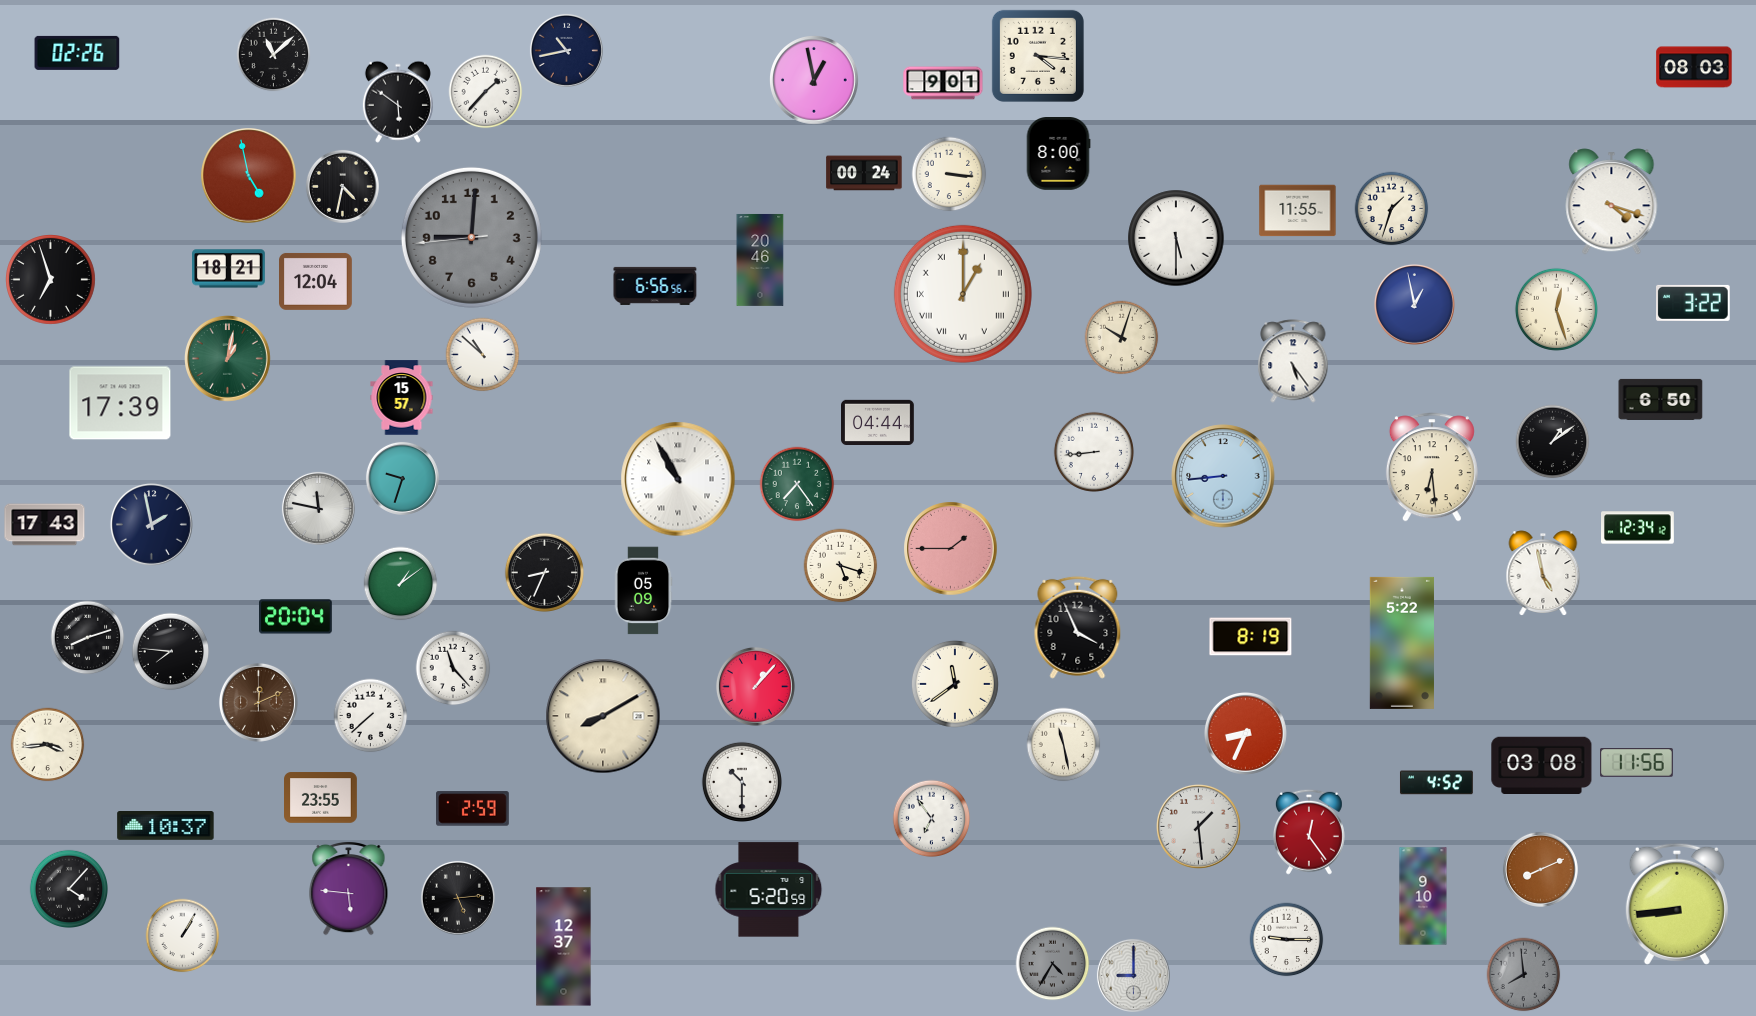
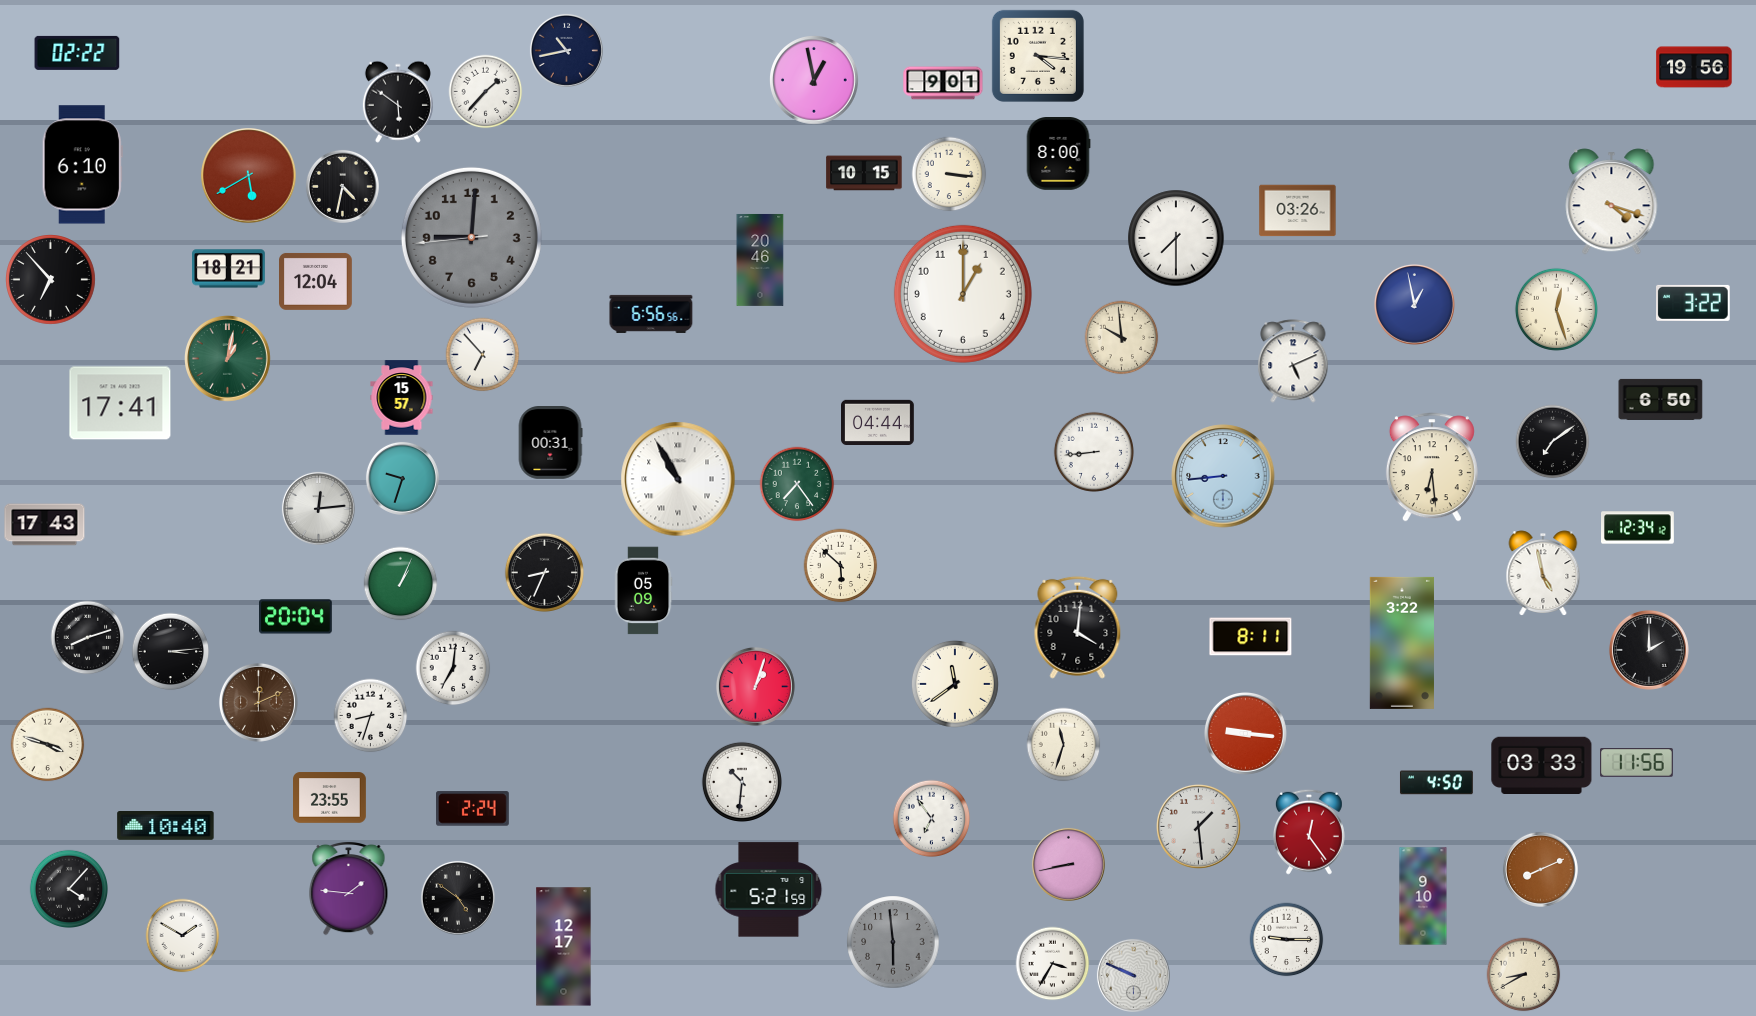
clock at (77, 53): 02:26 -> 02:22
clock at (274, 55): 11:08 -> none
clock at (1694, 67): 08:03 -> 19:56
clock at (82, 165): none -> 6:10
clock at (864, 173): 00:24 -> 10:15
clock at (249, 176): 4:58 -> 5:40
clock at (1392, 209): 1:33 -> none
clock at (1298, 211): 11:55 -> 03:26
clock at (1176, 238): 5:30 -> 7:30
clock at (51, 280): 6:57 -> 6:53
clock at (655, 286) position: (655, 286) -> (651, 314)
clock at (963, 294) numerals: Roman -> Arabic
clock at (1122, 338): 10:03 -> 9:59
clock at (483, 355): 10:52 -> 6:53
clock at (1293, 361): 5:24 -> 5:11
clock at (120, 403): 17:39 -> 17:41
clock at (1553, 442): 1:09 -> 7:09
clock at (550, 443): none -> 00:31
clock at (318, 508): 11:47 -> 12:14
clock at (151, 524): 1:58 -> none
clock at (951, 549): 1:45 -> none
clock at (841, 566): 5:18 -> 5:52
clock at (401, 584): 1:09 -> 1:04
clock at (1078, 627): 3:56 -> 4:01
clock at (1251, 637): 8:19 -> 8:11
clock at (1402, 643): 5:22 -> 3:22
clock at (1649, 650): none -> 2:00
clock at (171, 652): 7:46 -> 3:14
clock at (453, 668): 11:23 -> 7:01
clock at (755, 686): 1:07 -> 1:03
clock at (371, 716): 7:38 -> 8:33
clock at (603, 716): 8:10 -> none
clock at (1245, 733): 8:34 -> 9:16
clock at (48, 745): 3:44 -> 3:48
clock at (1064, 745): 11:28 -> 11:33
clock at (1542, 765): 03:08 -> 03:33
clock at (742, 782): 10:30 -> 10:31
clock at (1436, 783): 4:52 -> 4:50
clock at (321, 798) position: (321, 798) -> (330, 798)
clock at (473, 809): 2:59 -> 2:24
clock at (166, 826): 10:37 -> 10:40
clock at (1068, 864): none -> 8:43
clock at (349, 888): 5:46 -> 1:46
clock at (769, 890): 5:20 -> 5:21
clock at (458, 898): 5:14 -> 4:51
clock at (1677, 904): 8:44 -> none
clock at (183, 936): 1:05 -> 1:50
clock at (893, 942): none -> 5:59
clock at (564, 947): 12:37 -> 12:17
clock at (1053, 964): 4:35 -> 3:35
clock at (1053, 964) dial: grey -> white
clock at (1133, 975): 9:00 -> 9:49
clock at (1524, 975): 7:59 -> 8:40
clock at (1524, 975) dial: grey -> cream
